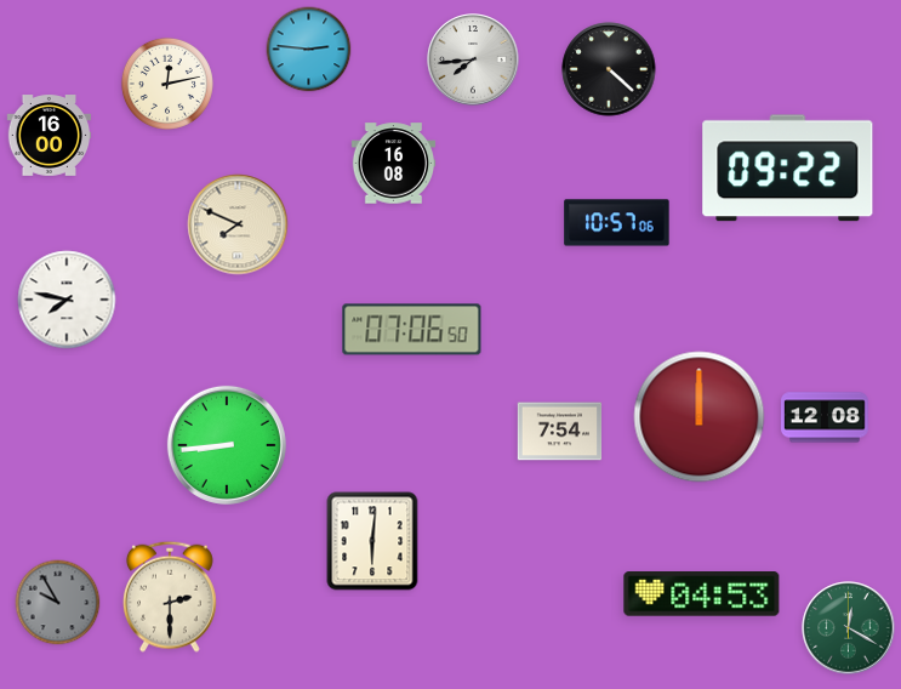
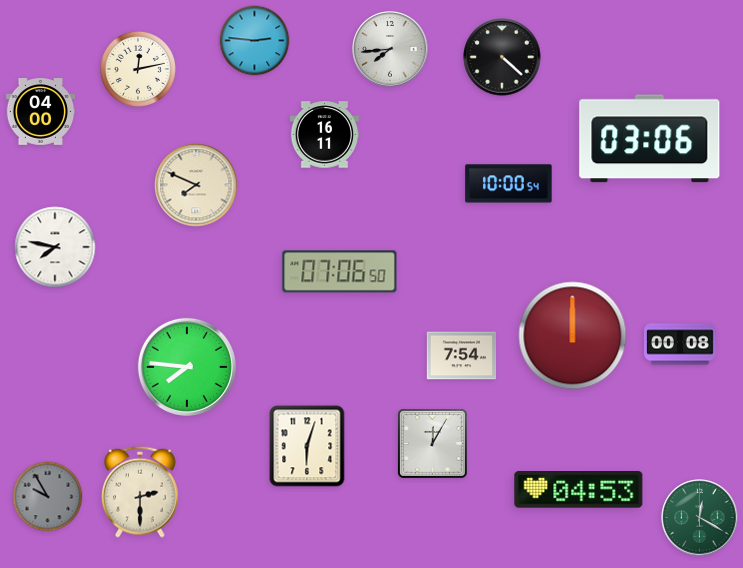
clock at (50, 136): 16:00 -> 04:00
clock at (394, 164): 16:08 -> 16:11
clock at (788, 169): 09:22 -> 03:06
clock at (617, 223): 10:57 -> 10:00
clock at (700, 417) position: (700, 417) -> (573, 336)
clock at (826, 417): 12:08 -> 00:08
clock at (227, 445): 8:44 -> 7:46
clock at (433, 444): none -> 12:05
clock at (372, 541): 6:01 -> 6:03
